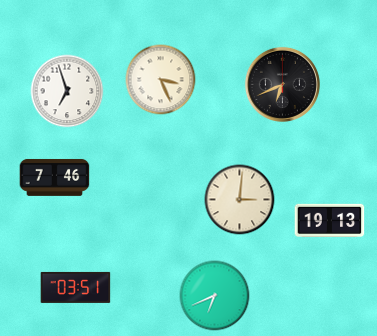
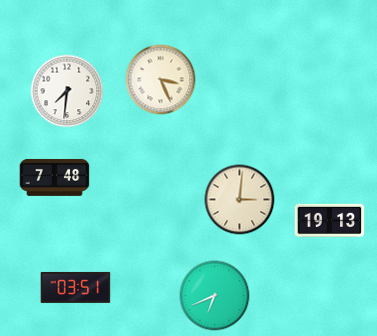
clock at (282, 84): 6:41 -> none
clock at (67, 91): 6:57 -> 7:31
clock at (55, 178): 7:46 -> 7:48
